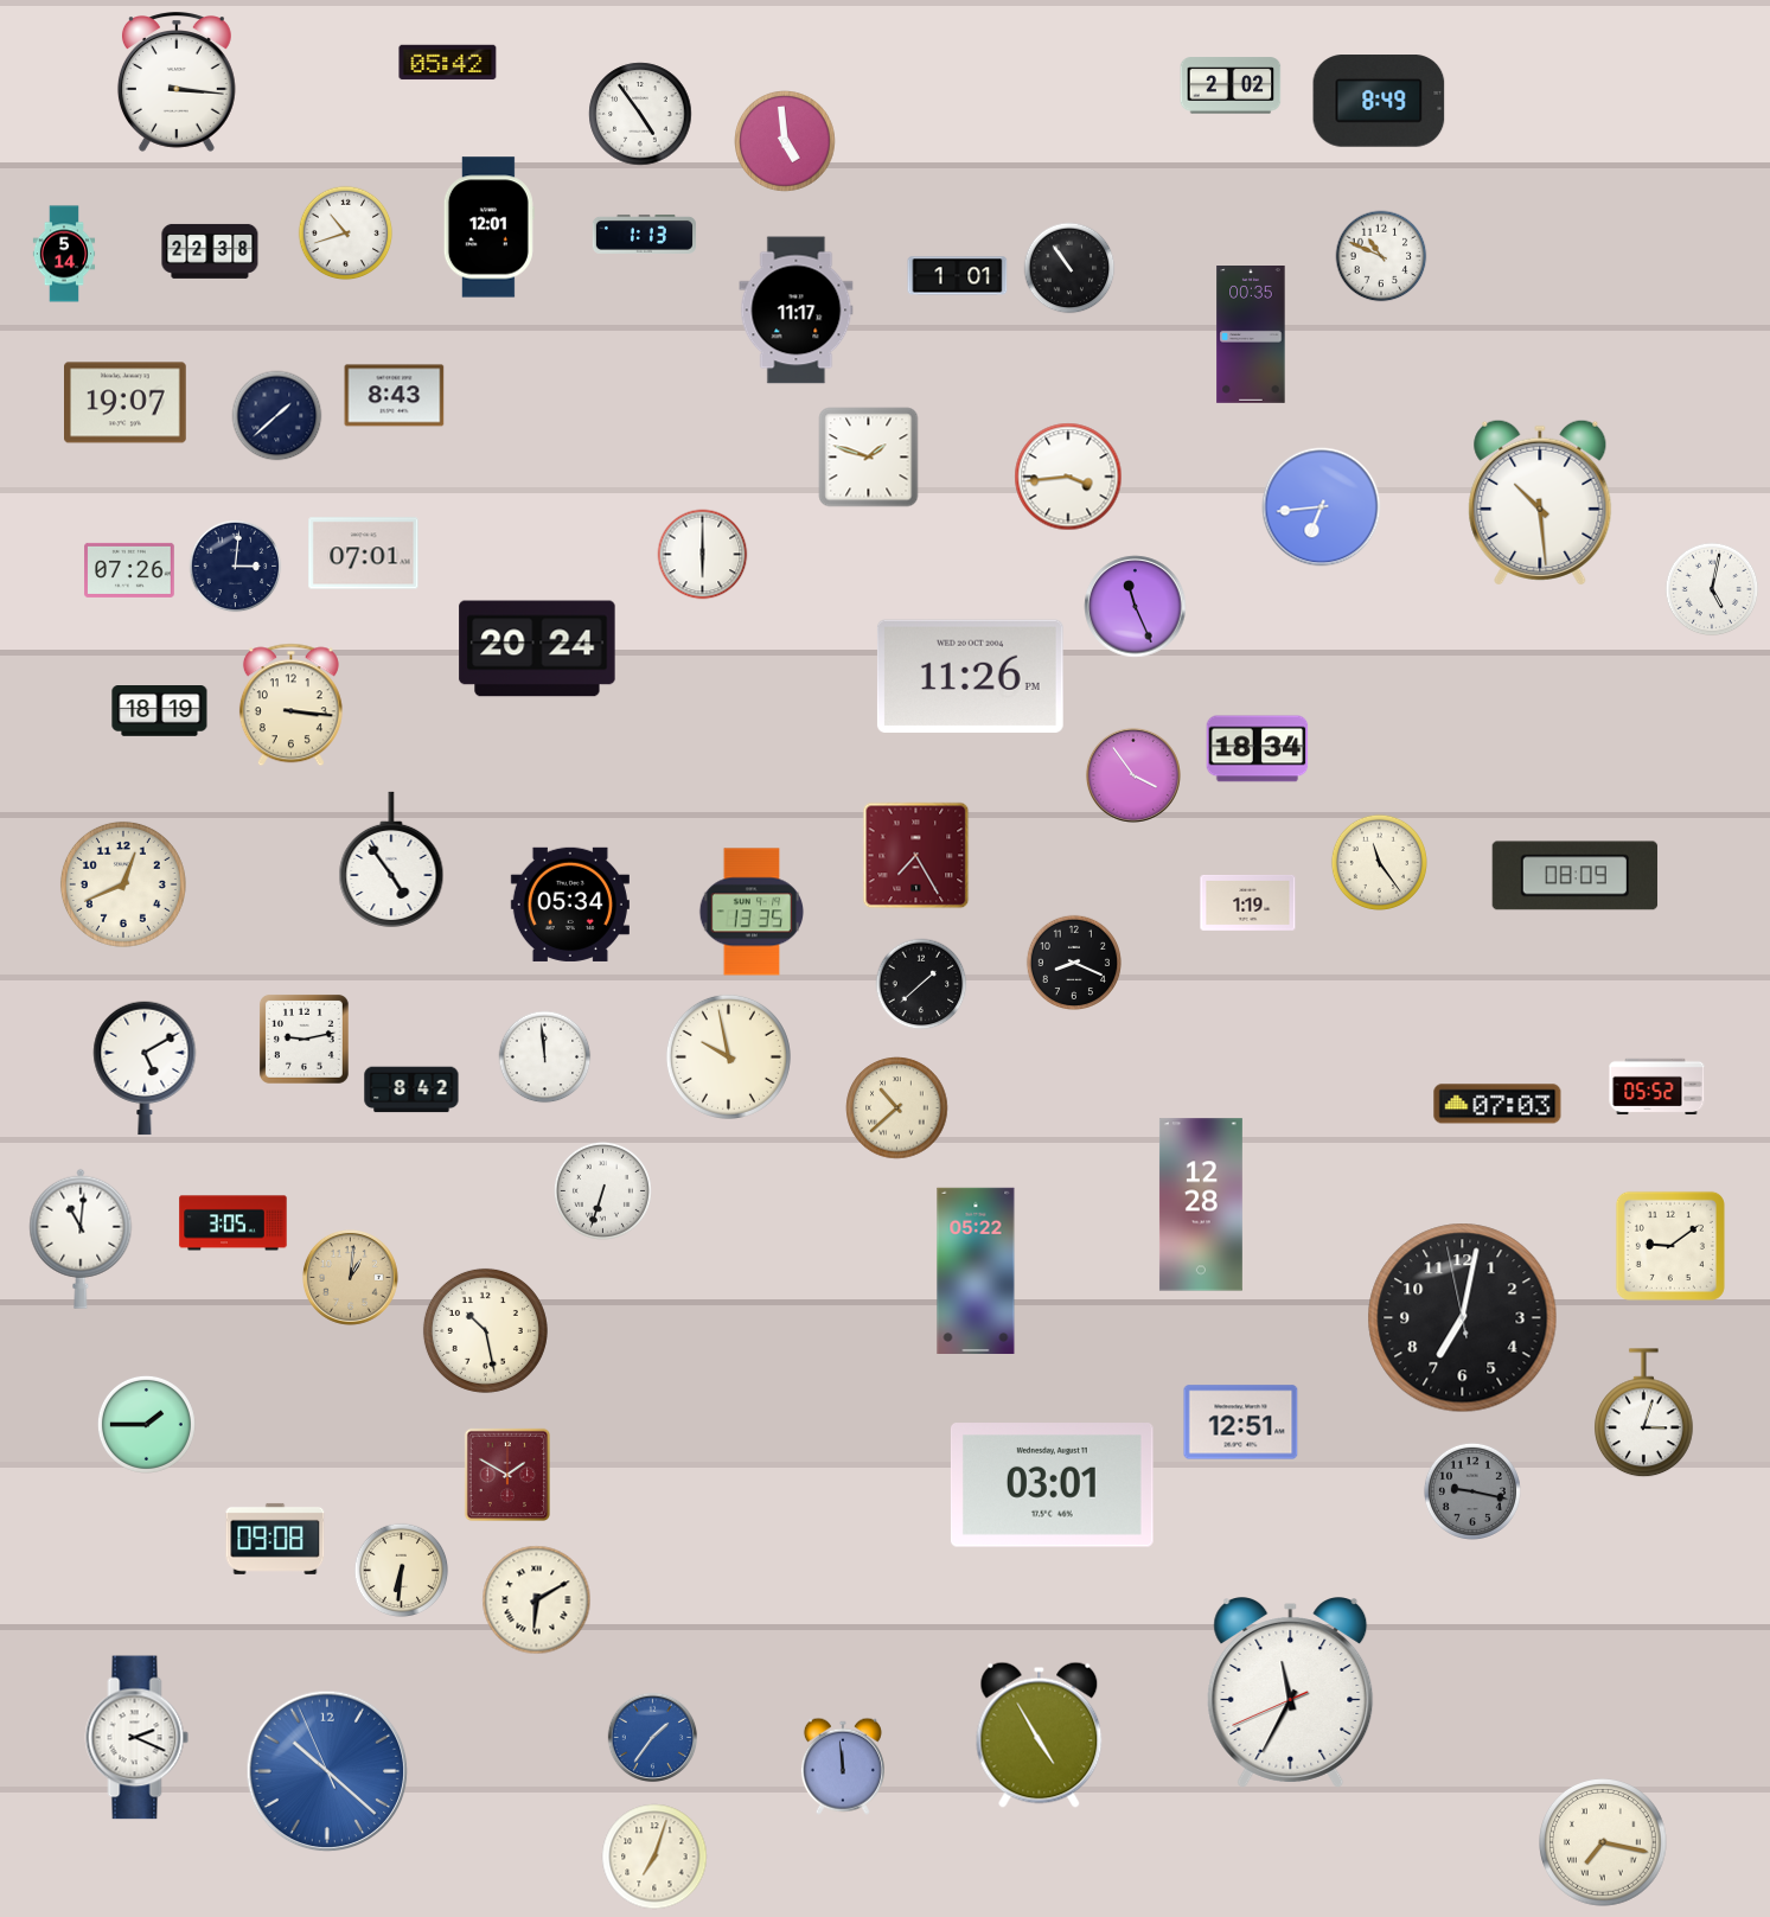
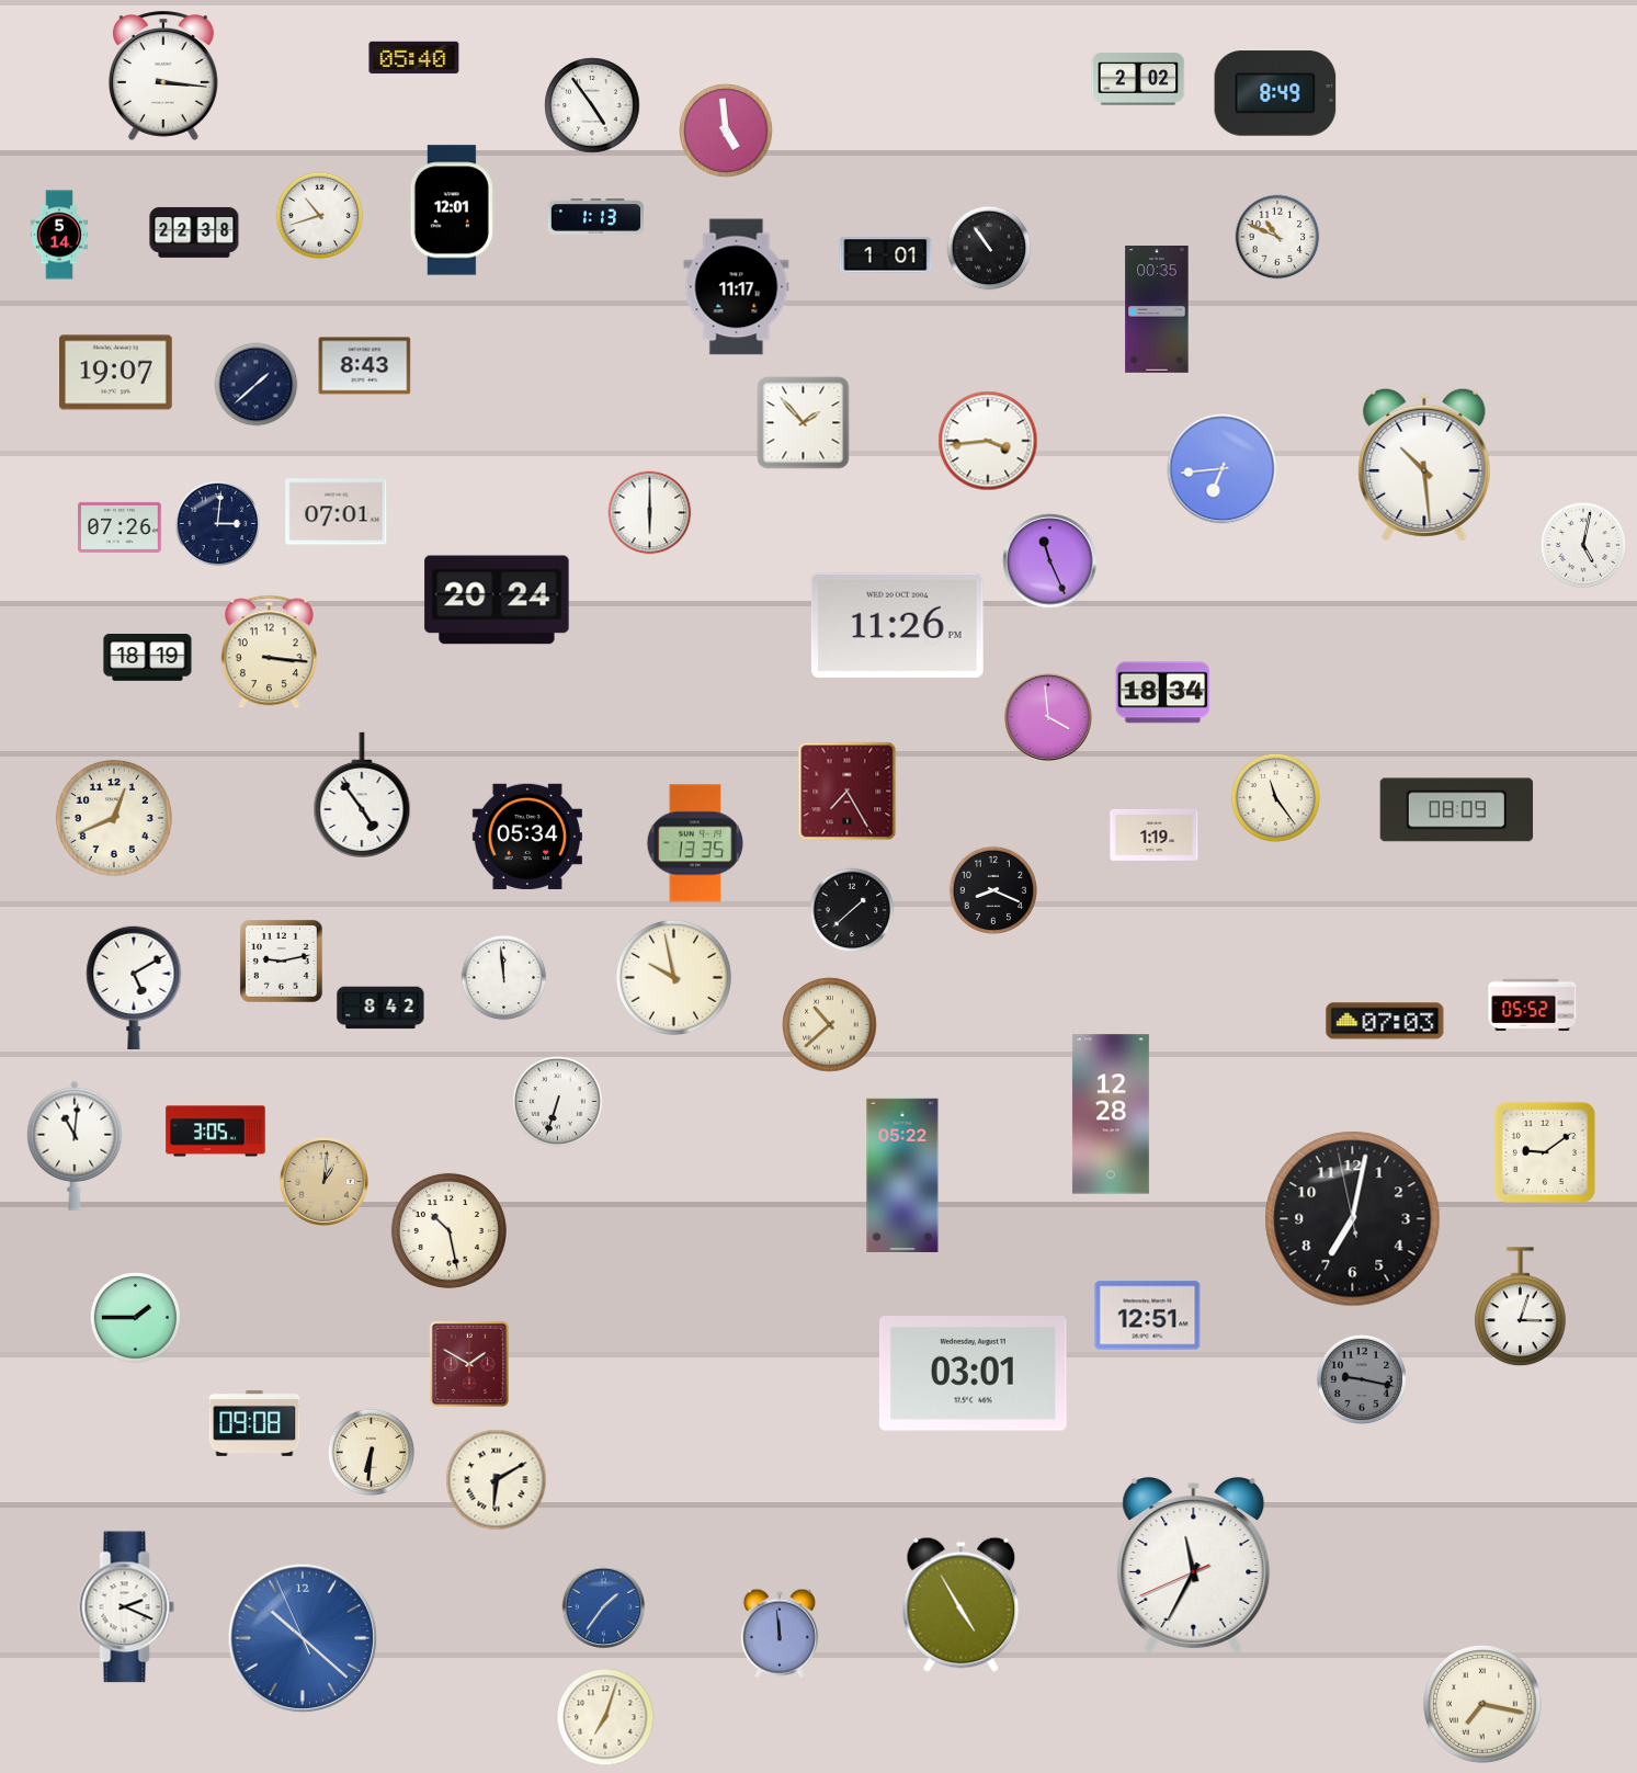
clock at (448, 63): 05:42 -> 05:40
clock at (869, 458): 1:48 -> 1:53
clock at (1133, 775): 3:54 -> 3:59
